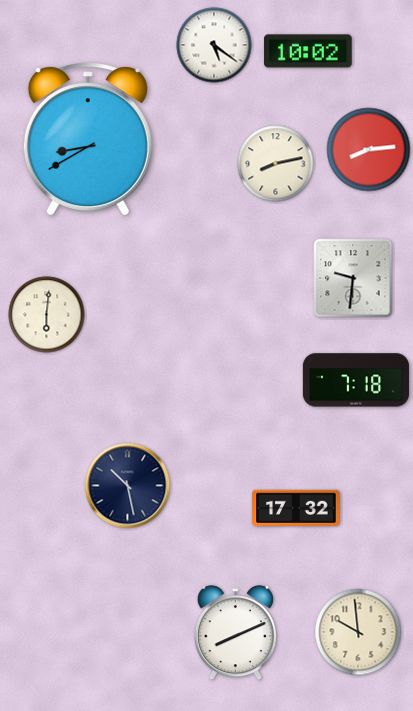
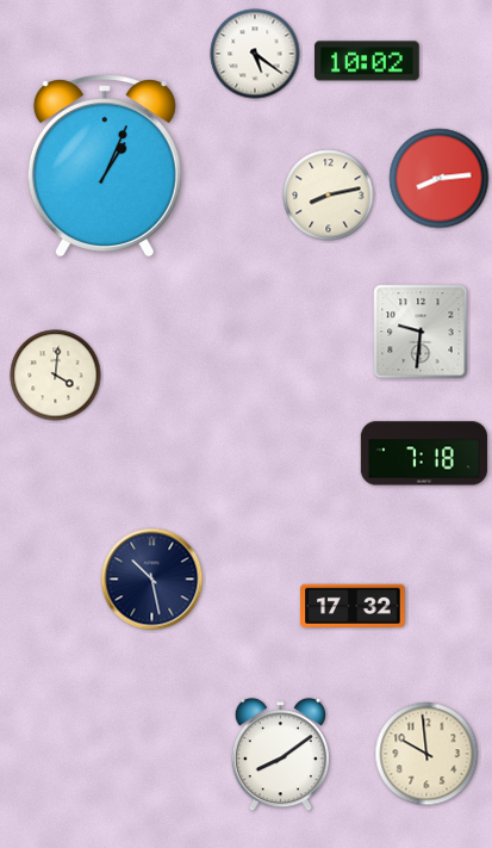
clock at (88, 138): 8:40 -> 1:04
clock at (47, 315): 6:01 -> 4:01
clock at (235, 633): 8:11 -> 8:09
